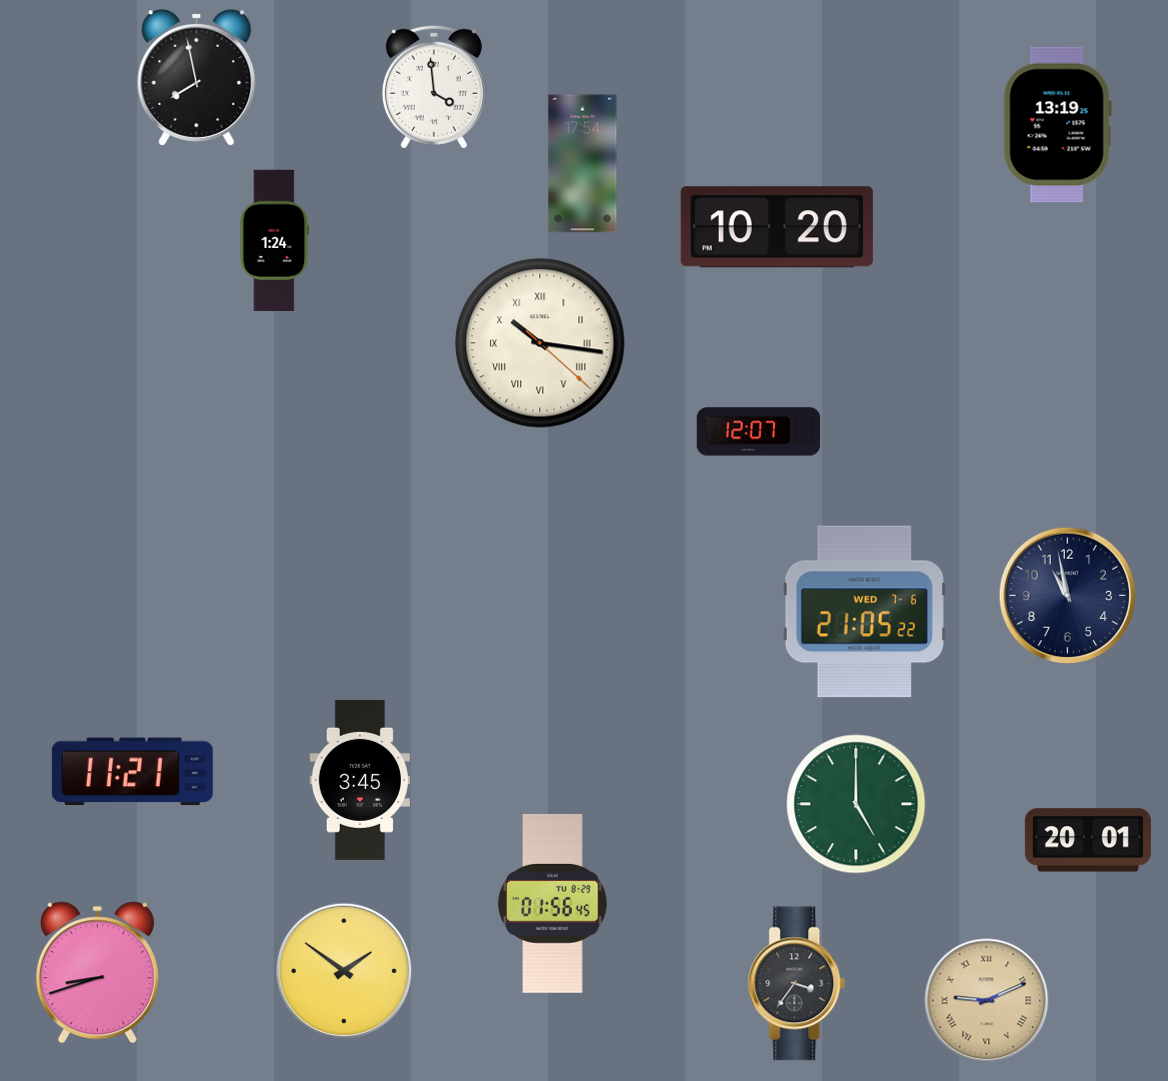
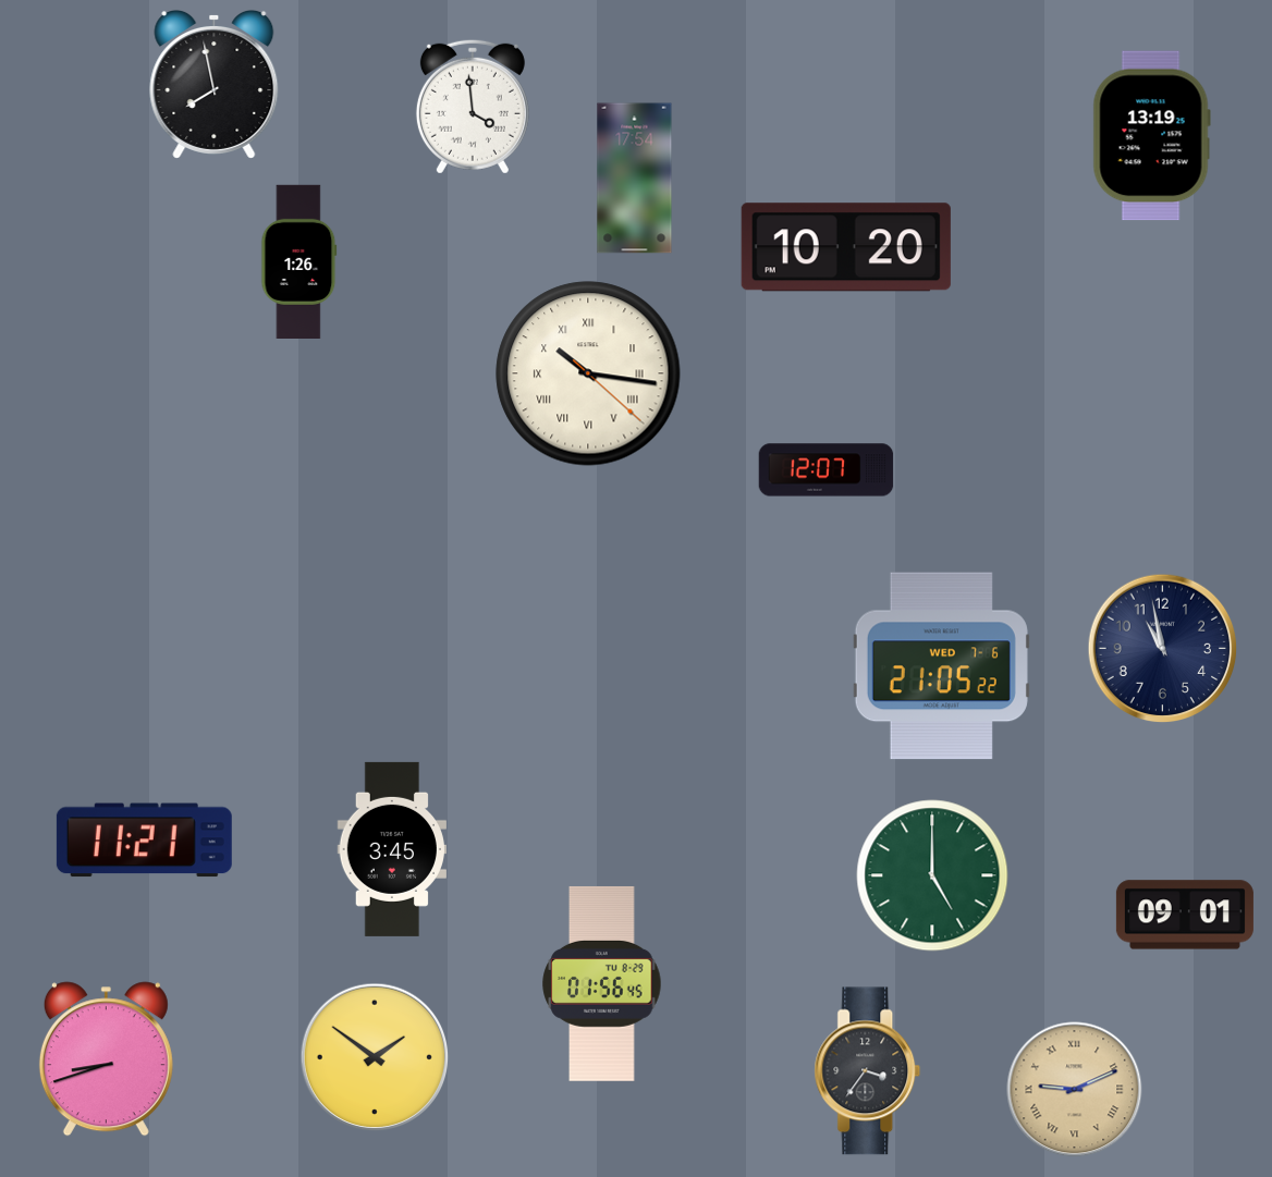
clock at (434, 87) position: (434, 87) -> (473, 107)
clock at (275, 240): 1:24 -> 1:26
clock at (1088, 840): 20:01 -> 09:01
